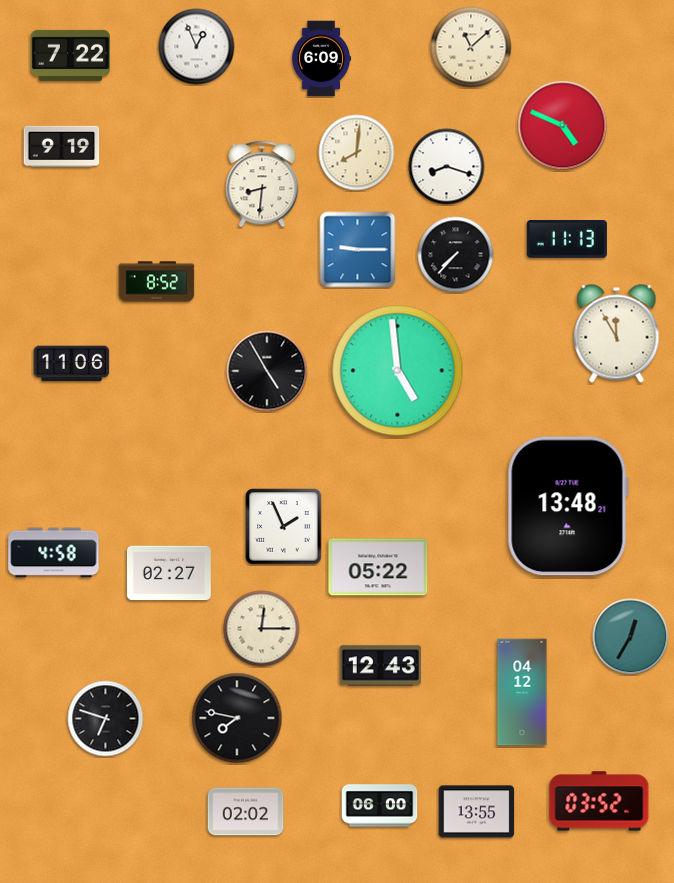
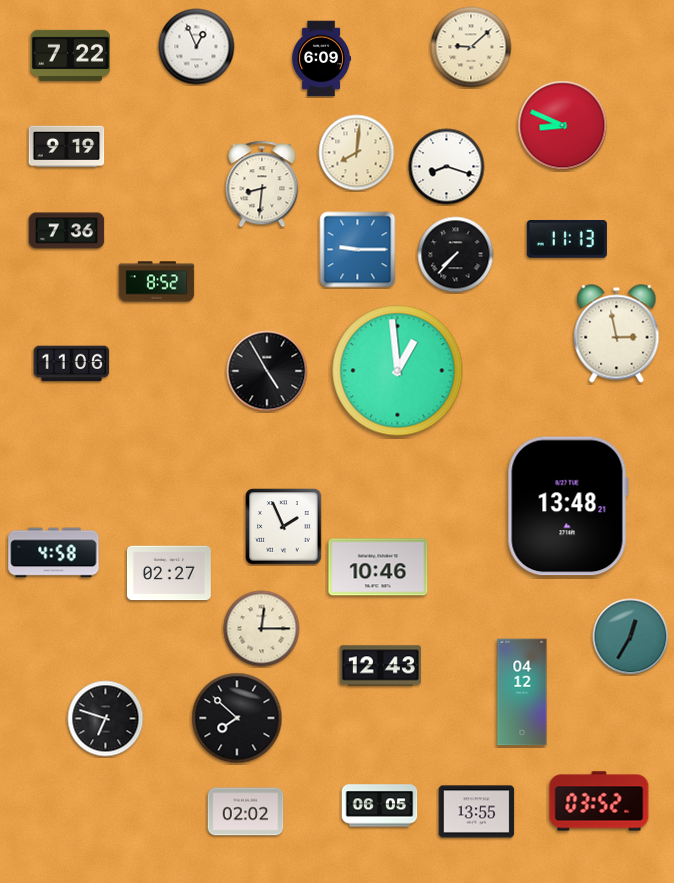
clock at (471, 47): 11:08 -> 9:08
clock at (563, 126): 4:49 -> 8:49
clock at (62, 147) position: (62, 147) -> (67, 147)
clock at (67, 231): none -> 7:36
clock at (617, 334): 11:55 -> 2:58
clock at (398, 371): 4:59 -> 12:59
clock at (378, 567): 05:22 -> 10:46
clock at (237, 718): 7:47 -> 7:52
clock at (380, 806): 06:00 -> 06:05
